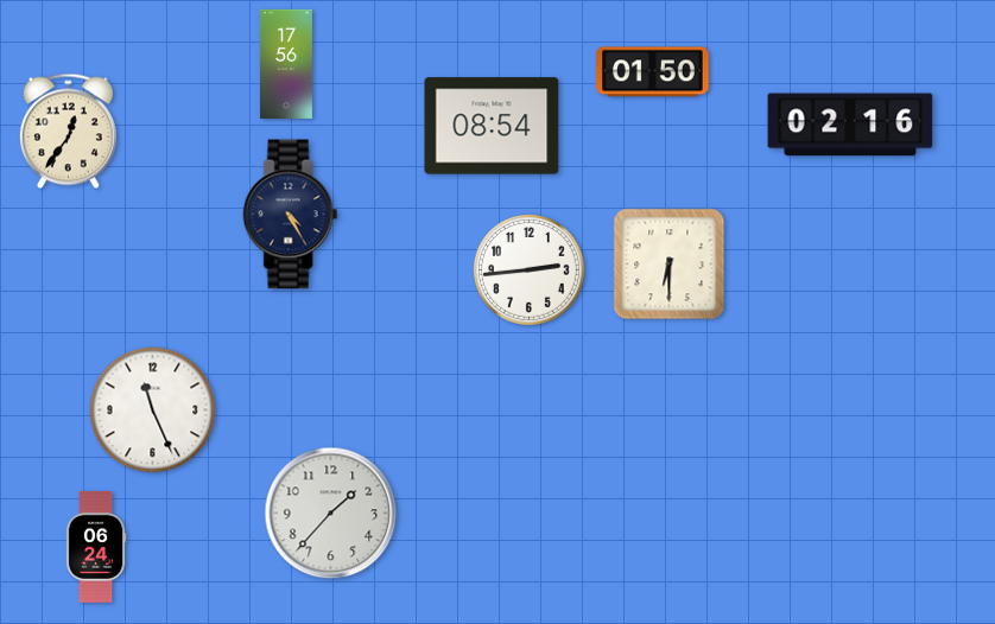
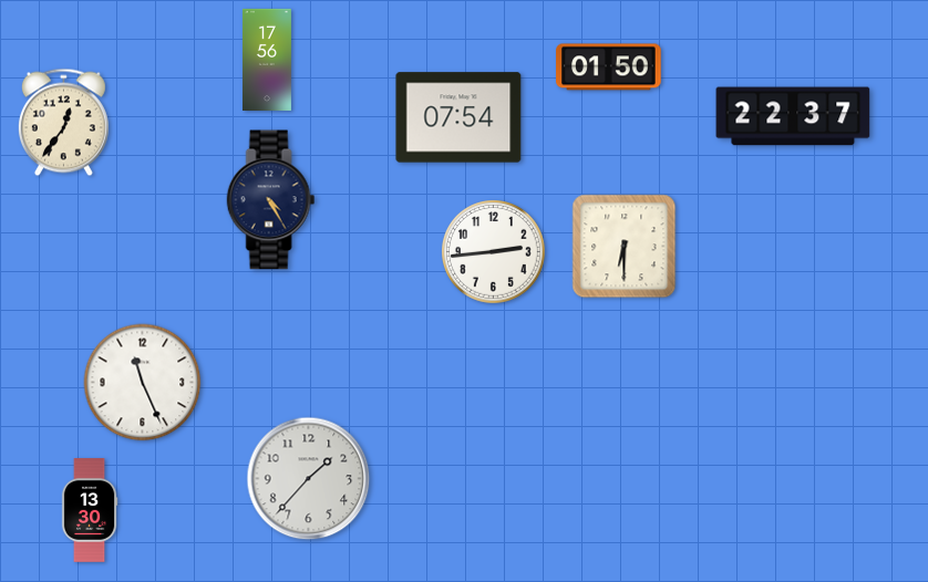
clock at (850, 125): 02:16 -> 22:37
clock at (492, 126): 08:54 -> 07:54
clock at (96, 548): 06:24 -> 13:30
